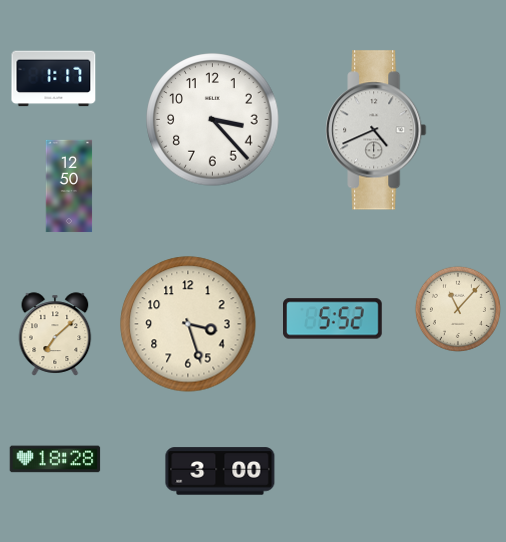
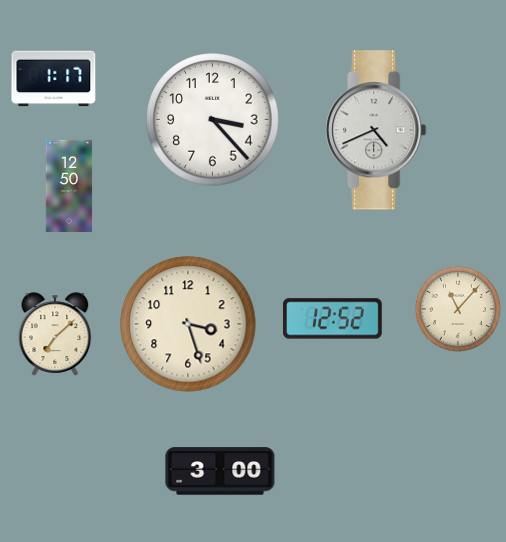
clock at (333, 319): 5:52 -> 12:52
clock at (55, 459): 18:28 -> none
